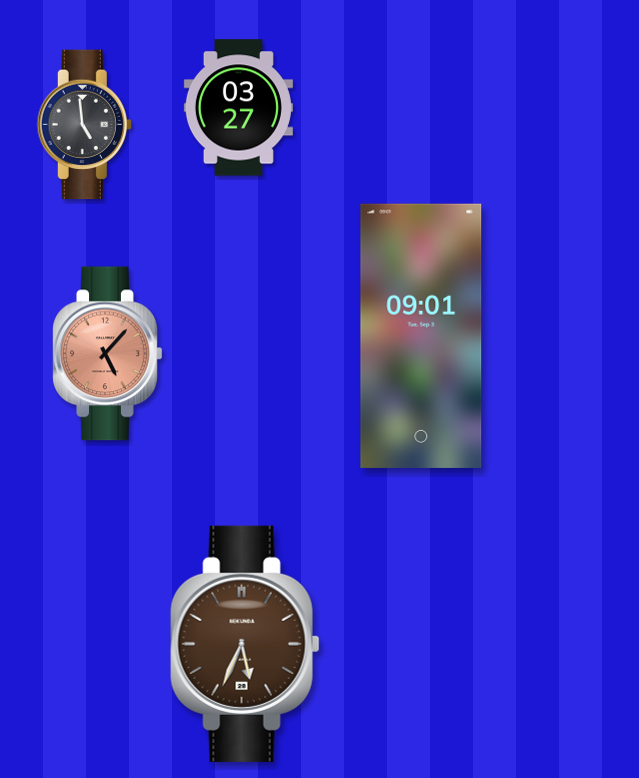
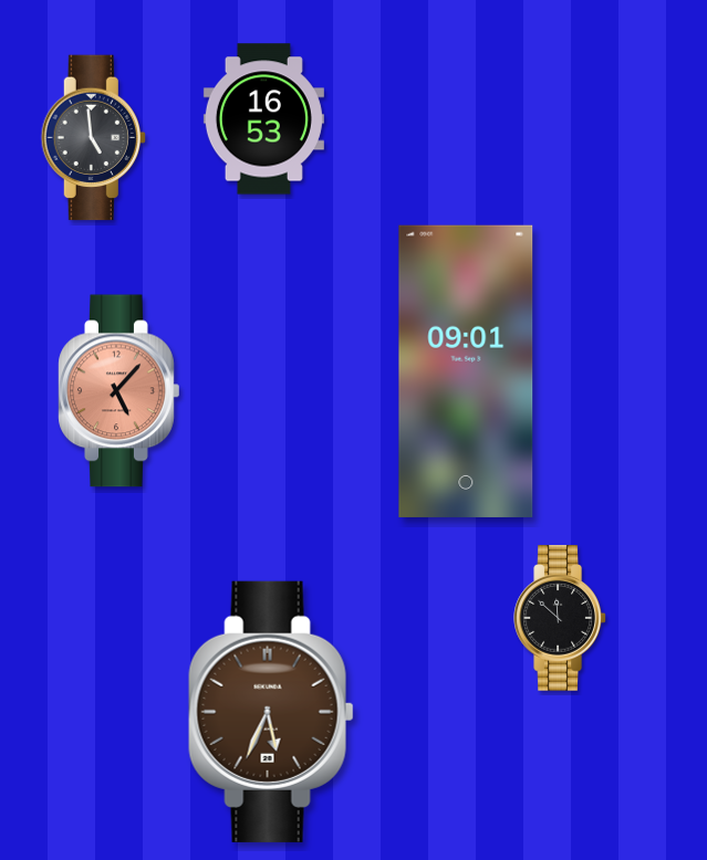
clock at (238, 108): 03:27 -> 16:53
clock at (560, 618): none -> 11:52
